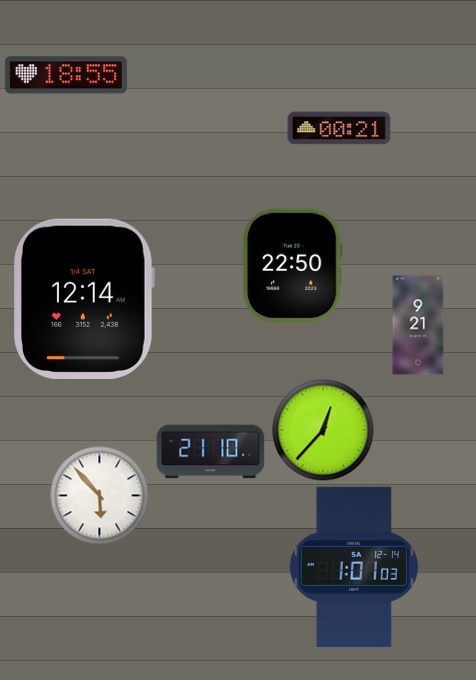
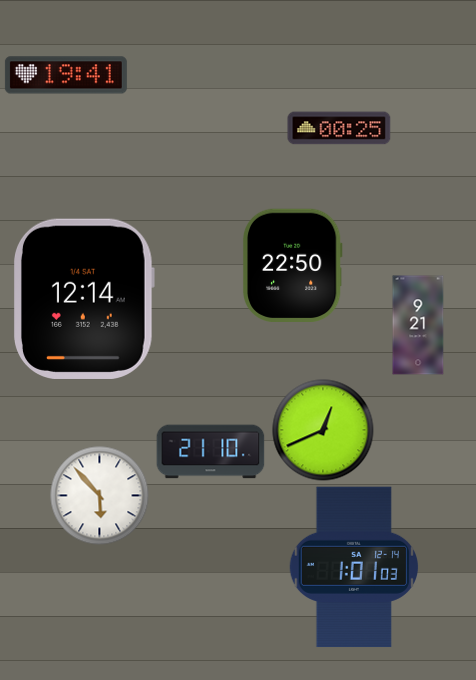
clock at (66, 75): 18:55 -> 19:41
clock at (339, 128): 00:21 -> 00:25
clock at (323, 430): 12:37 -> 12:41
